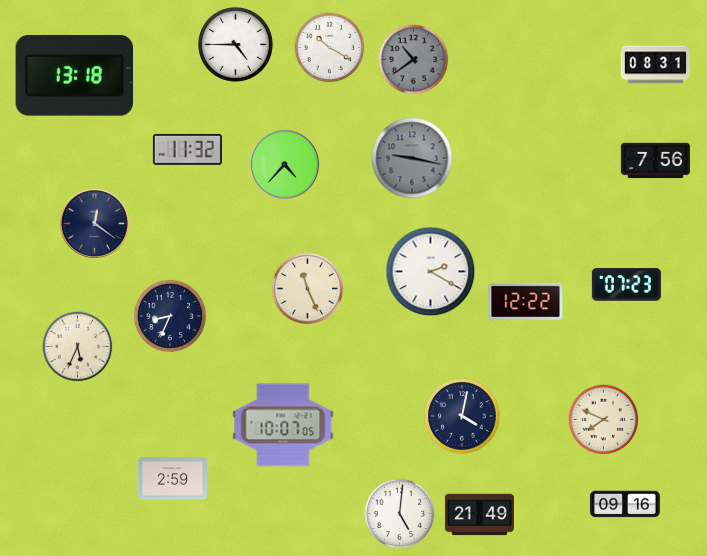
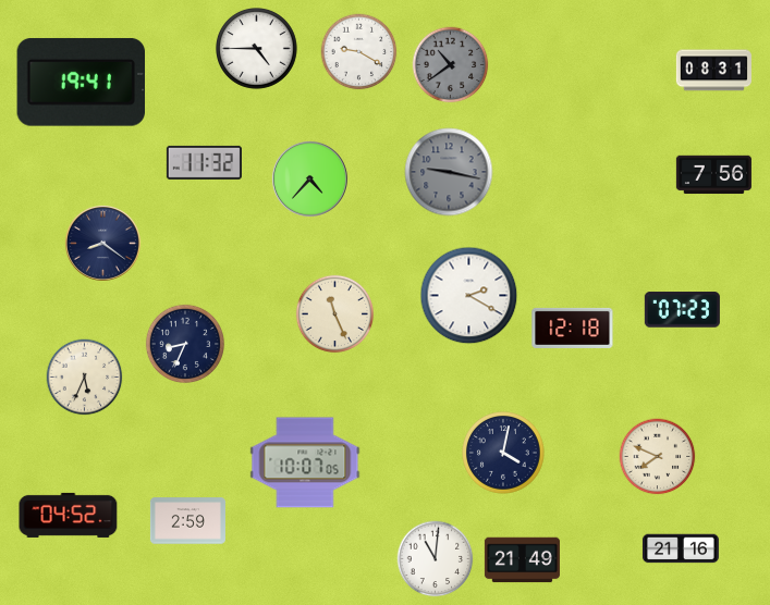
clock at (330, 48): 10:20 -> 9:20
clock at (74, 76): 13:18 -> 19:41
clock at (94, 223): 12:21 -> 8:21
clock at (526, 301): 12:22 -> 12:18
clock at (283, 425) position: (283, 425) -> (305, 462)
clock at (69, 515): none -> 04:52
clock at (625, 504): 09:16 -> 21:16
clock at (400, 514): 5:01 -> 11:01
